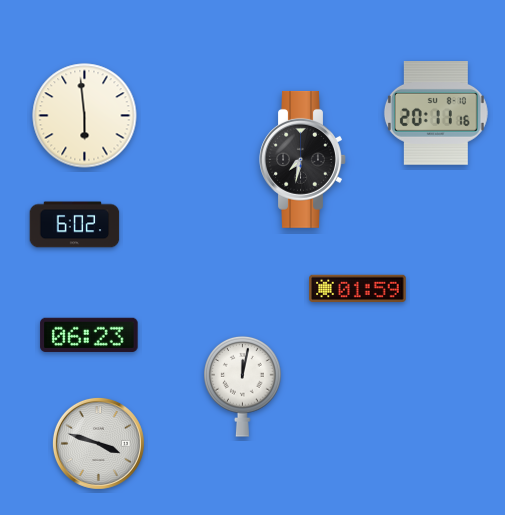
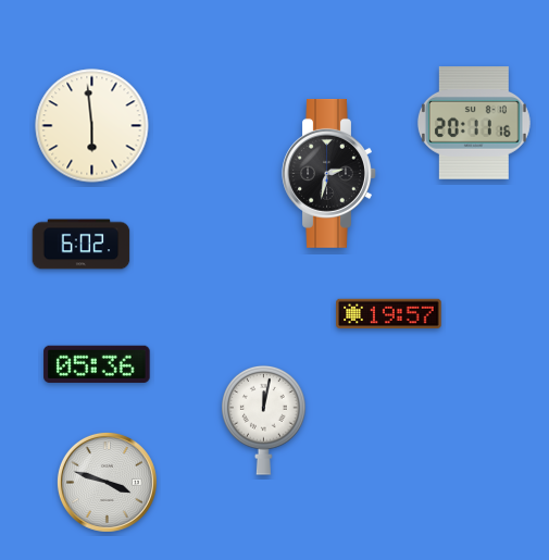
clock at (303, 159): 7:32 -> 2:32
clock at (358, 289): 01:59 -> 19:57
clock at (89, 334): 06:23 -> 05:36
